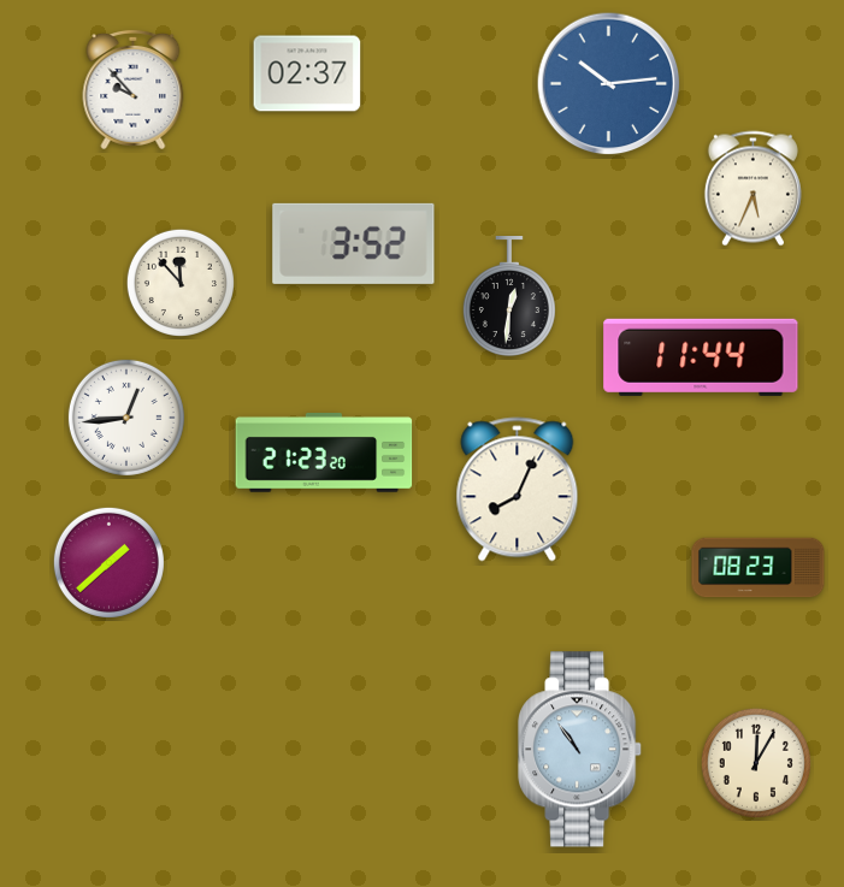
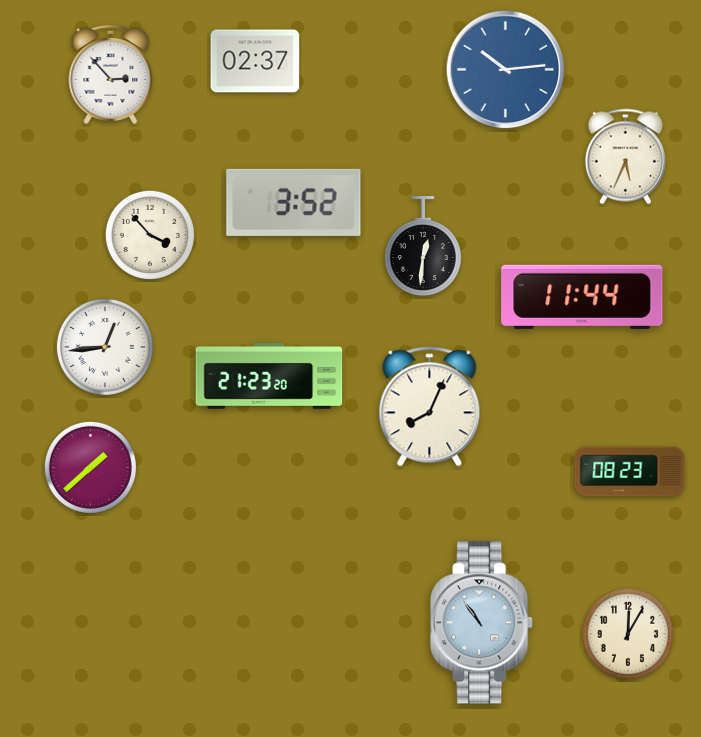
clock at (134, 89): 9:53 -> 2:53
clock at (181, 283): 11:53 -> 3:53
